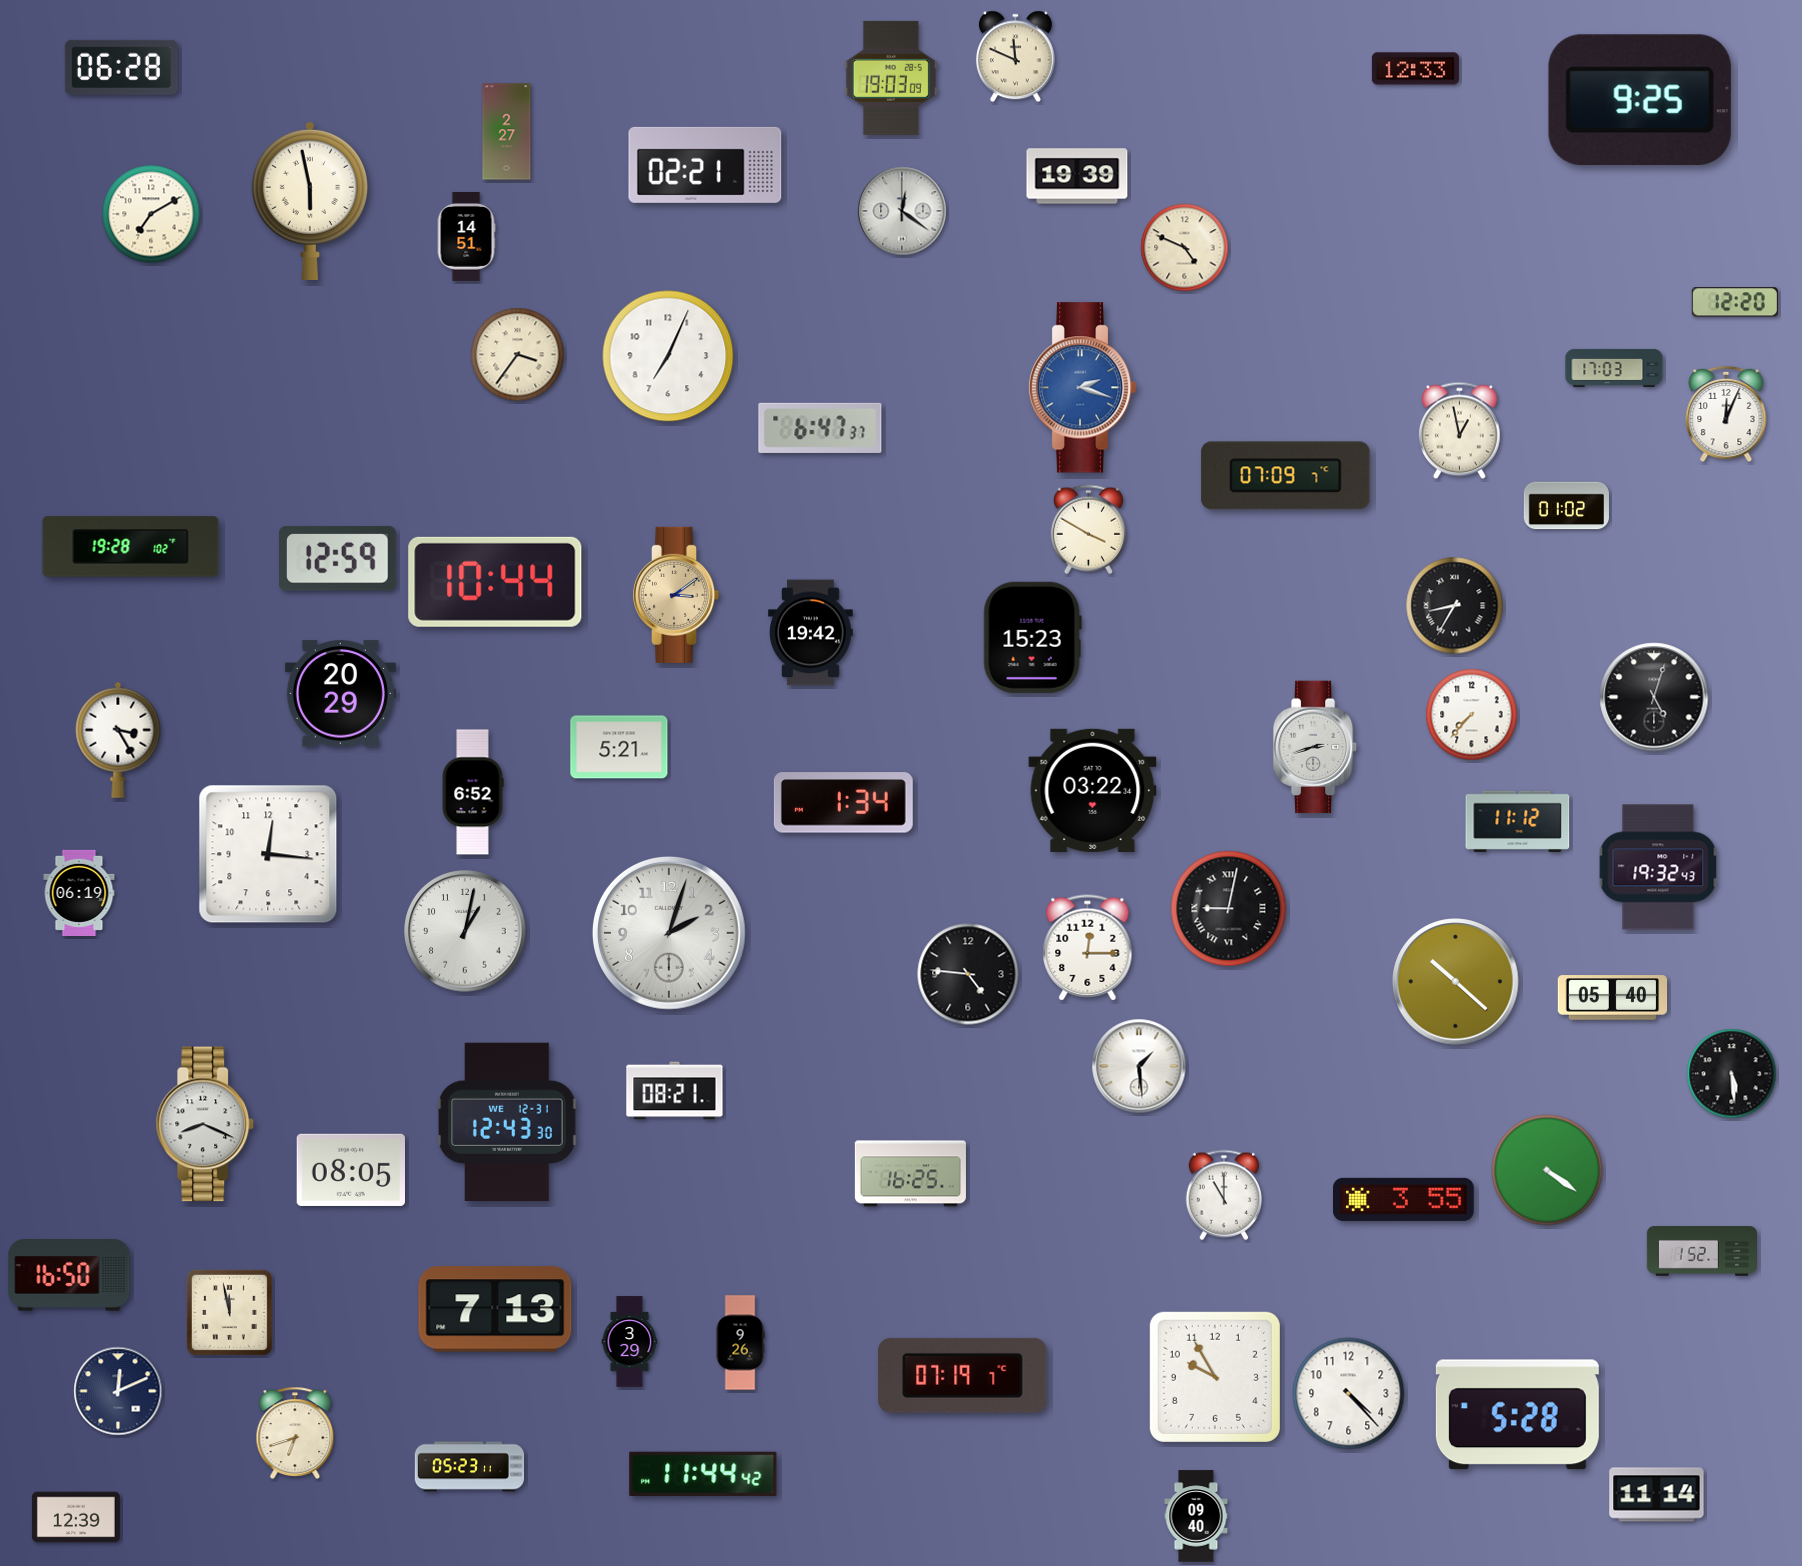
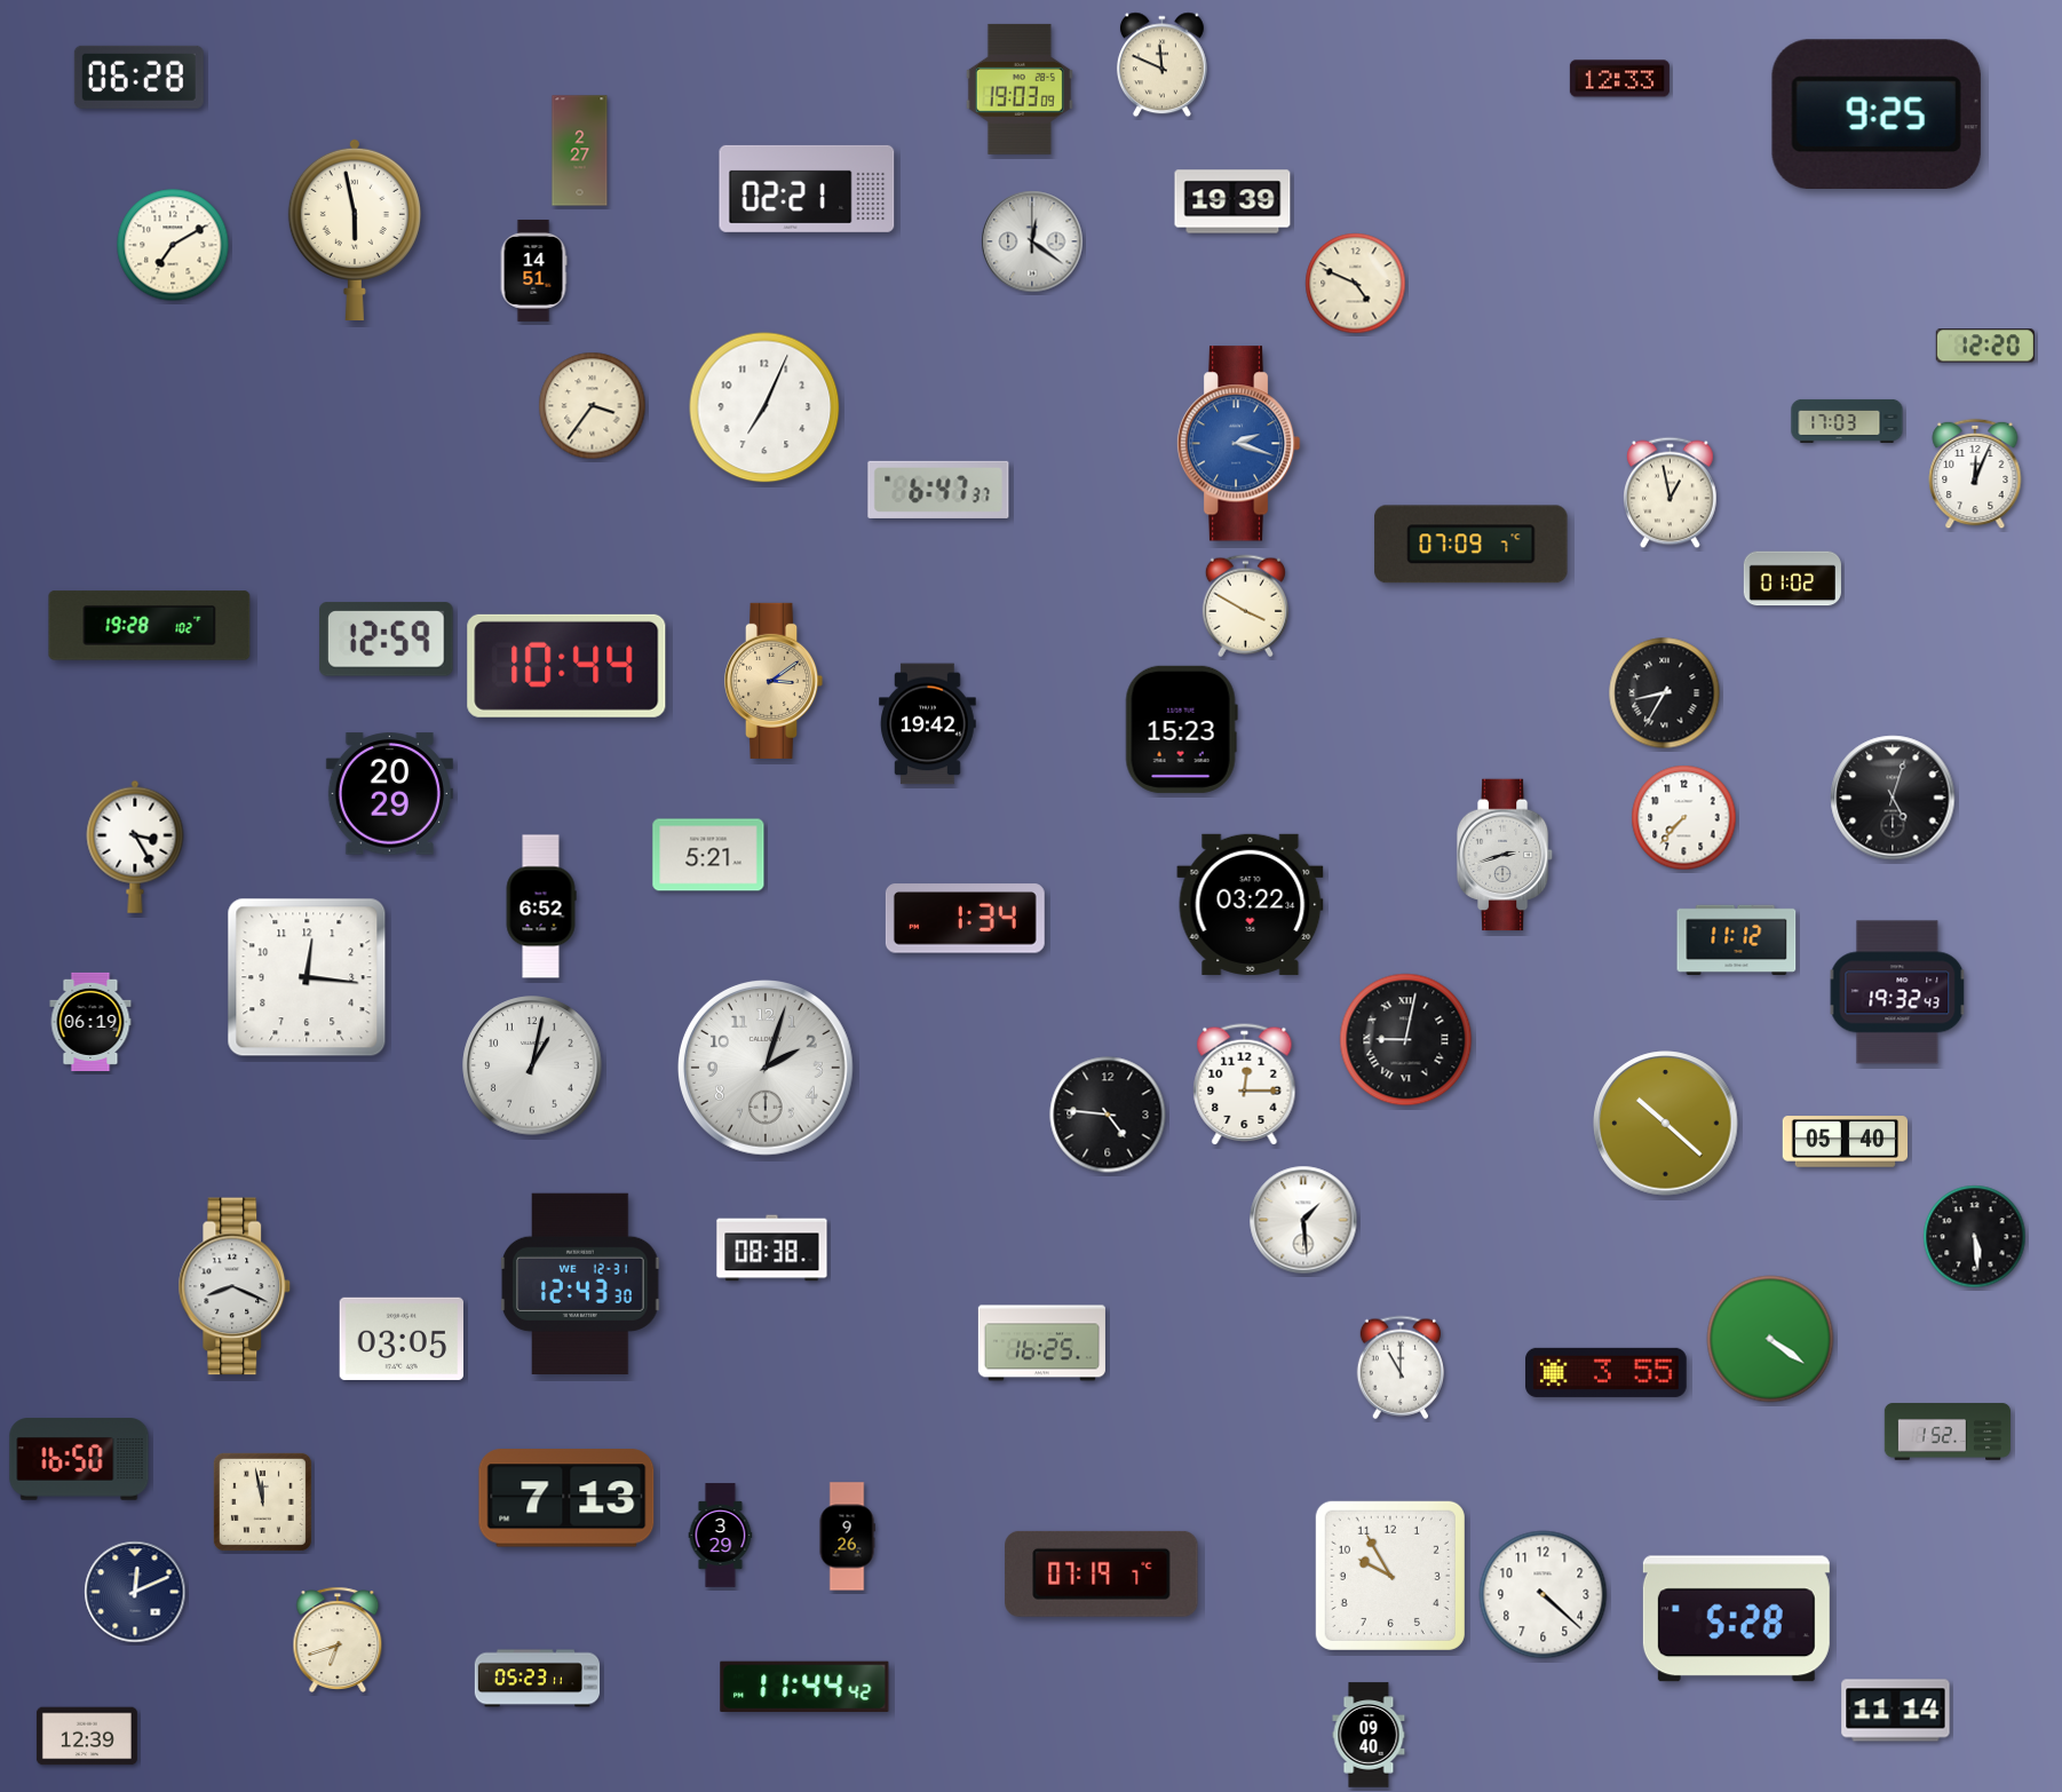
clock at (1732, 1074) position: (1732, 1074) -> (1975, 1237)
clock at (675, 1091): 08:21 -> 08:38
clock at (351, 1170): 08:05 -> 03:05
clock at (1349, 1394): 4:23 -> 4:22
